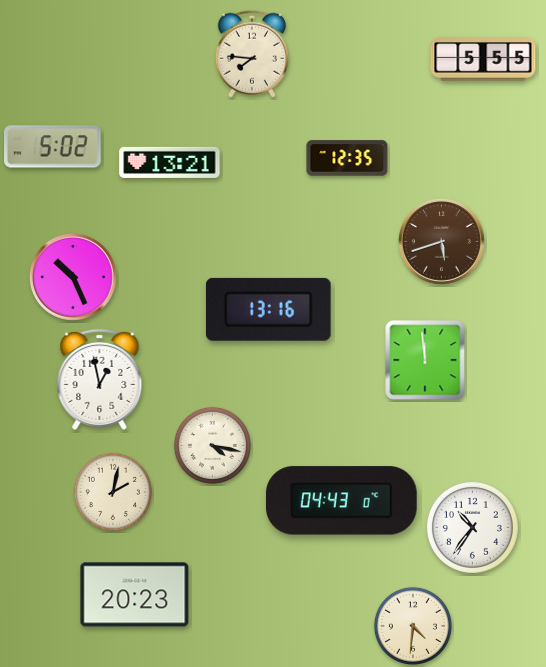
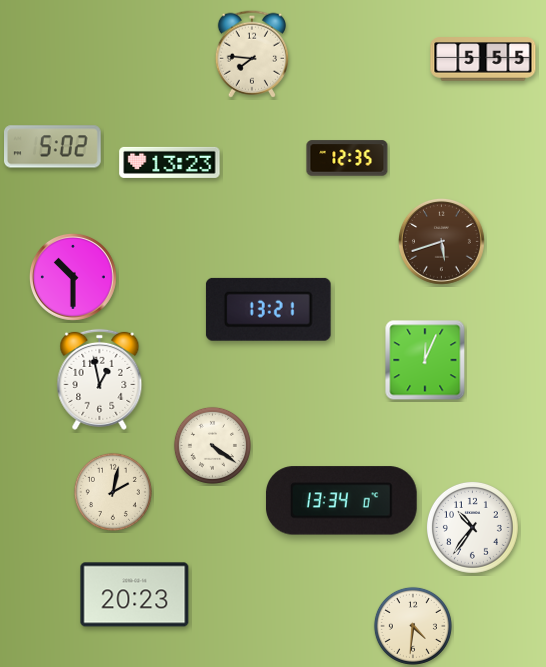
clock at (170, 162): 13:21 -> 13:23
clock at (73, 277): 10:26 -> 10:30
clock at (268, 309): 13:16 -> 13:21
clock at (425, 360): 11:59 -> 12:04
clock at (212, 445): 4:17 -> 4:21
clock at (341, 501): 04:43 -> 13:34
